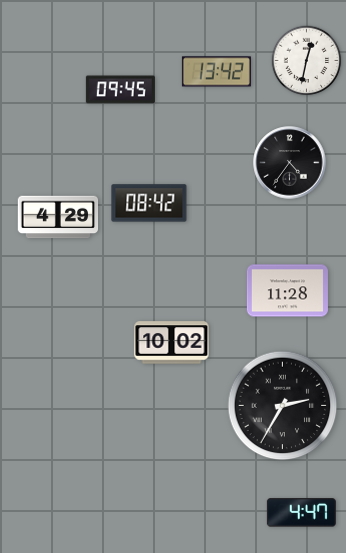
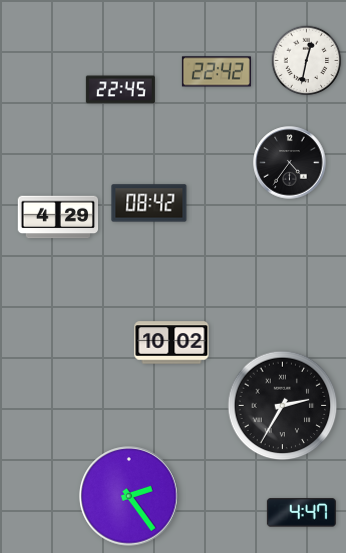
clock at (216, 72): 13:42 -> 22:42
clock at (120, 90): 09:45 -> 22:45
clock at (287, 291): 11:28 -> none
clock at (129, 496): none -> 2:24
